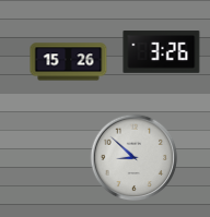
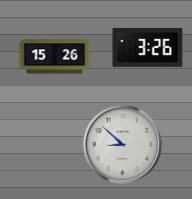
clock at (69, 62) position: (69, 62) -> (55, 57)
